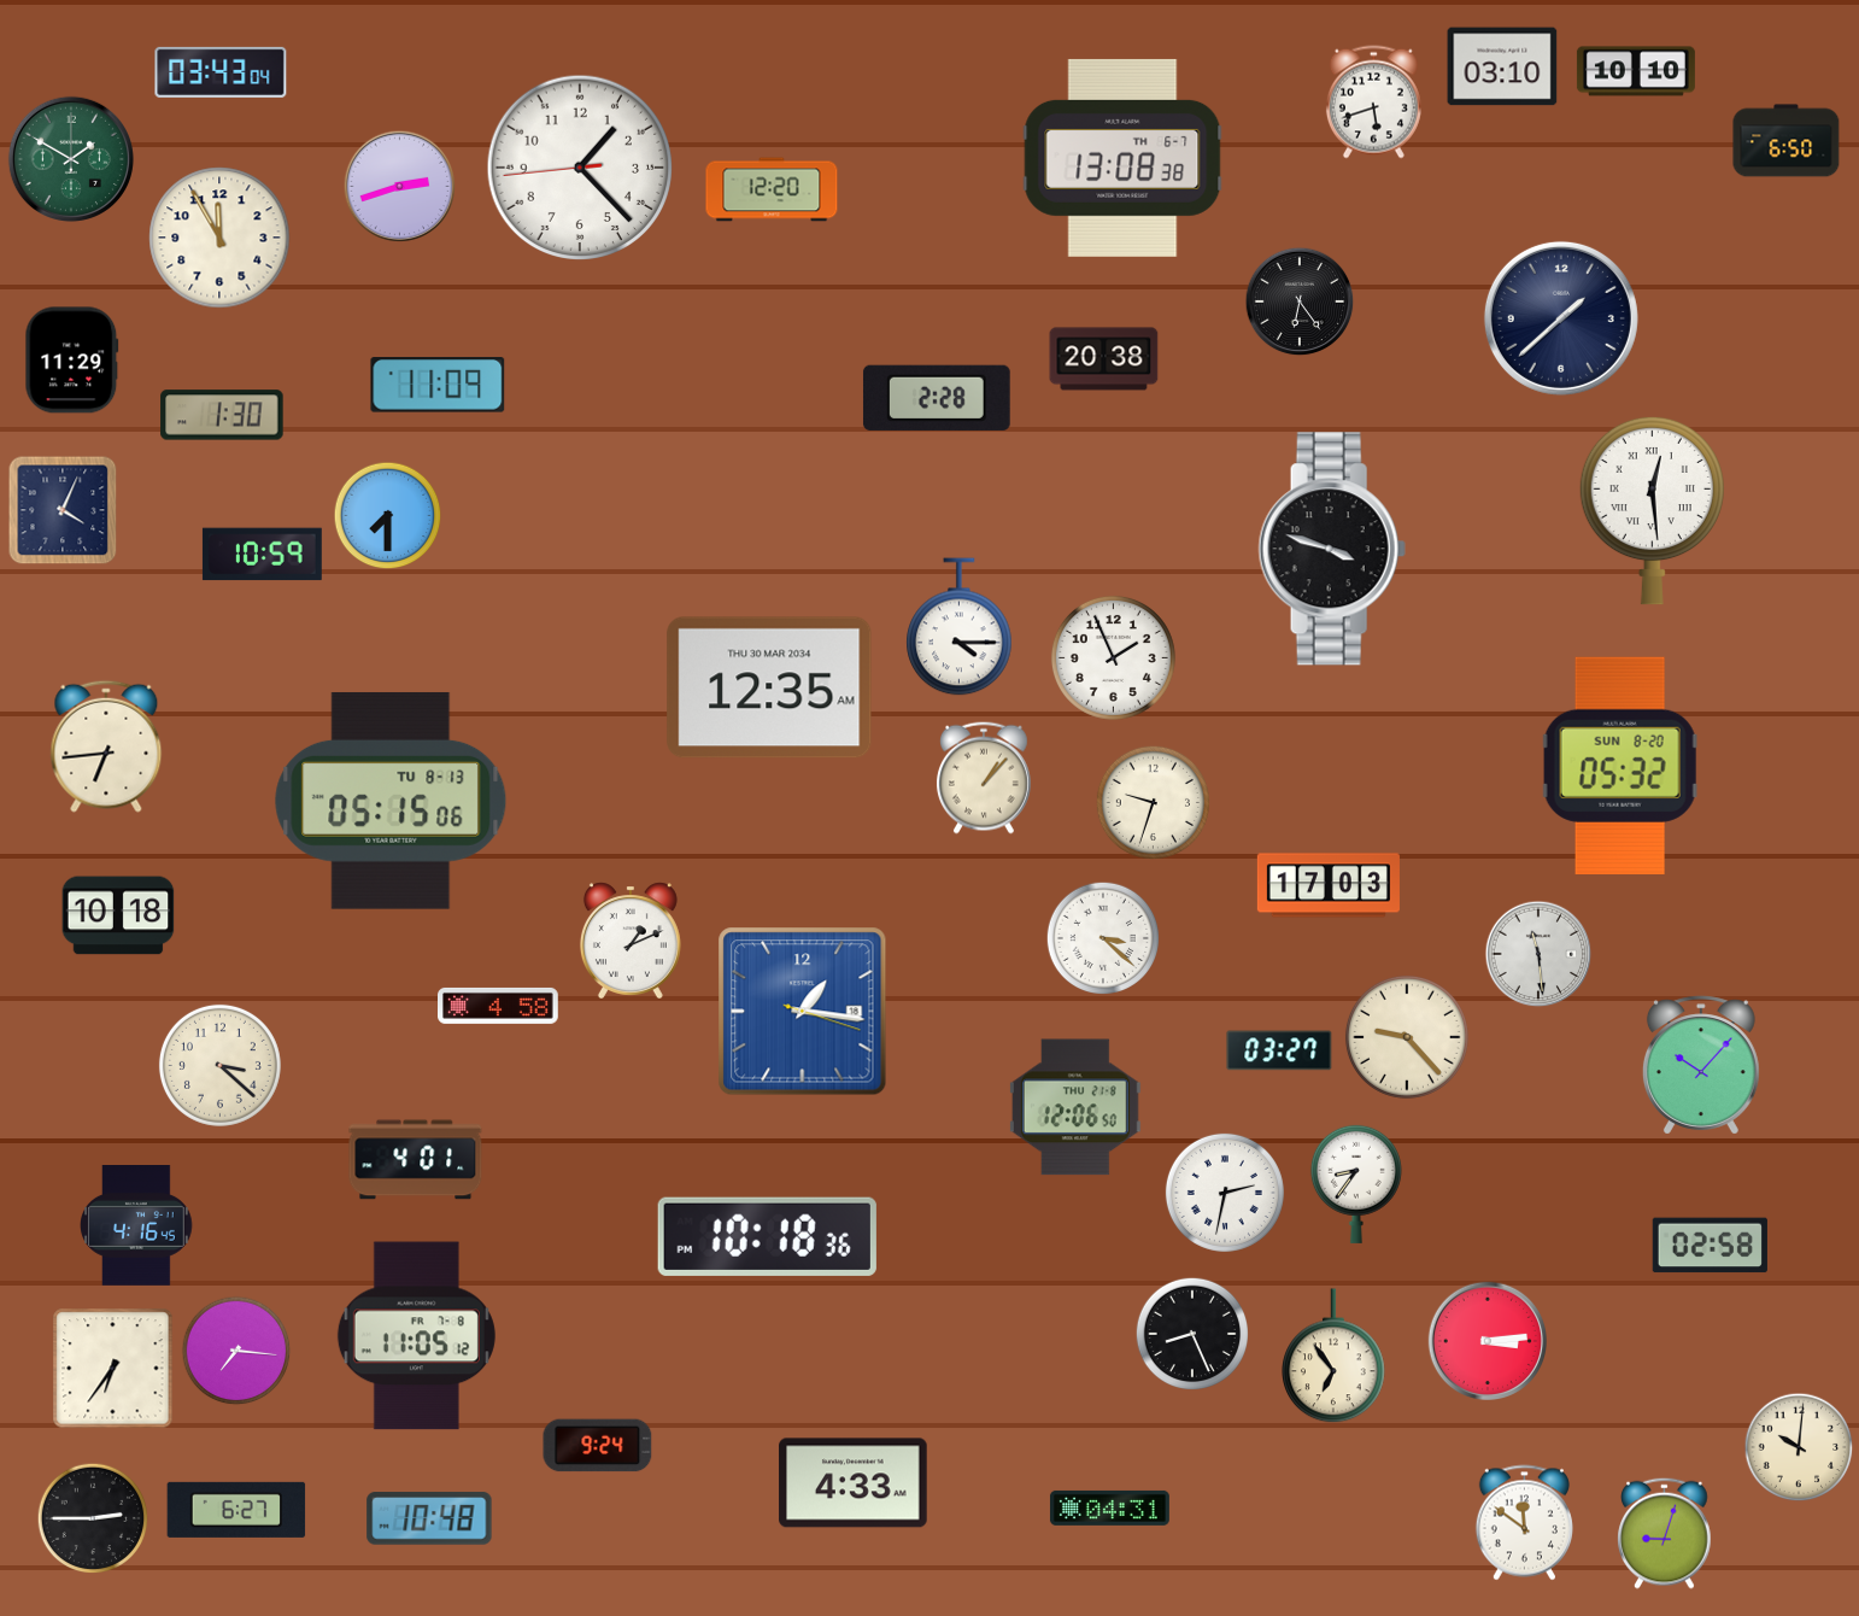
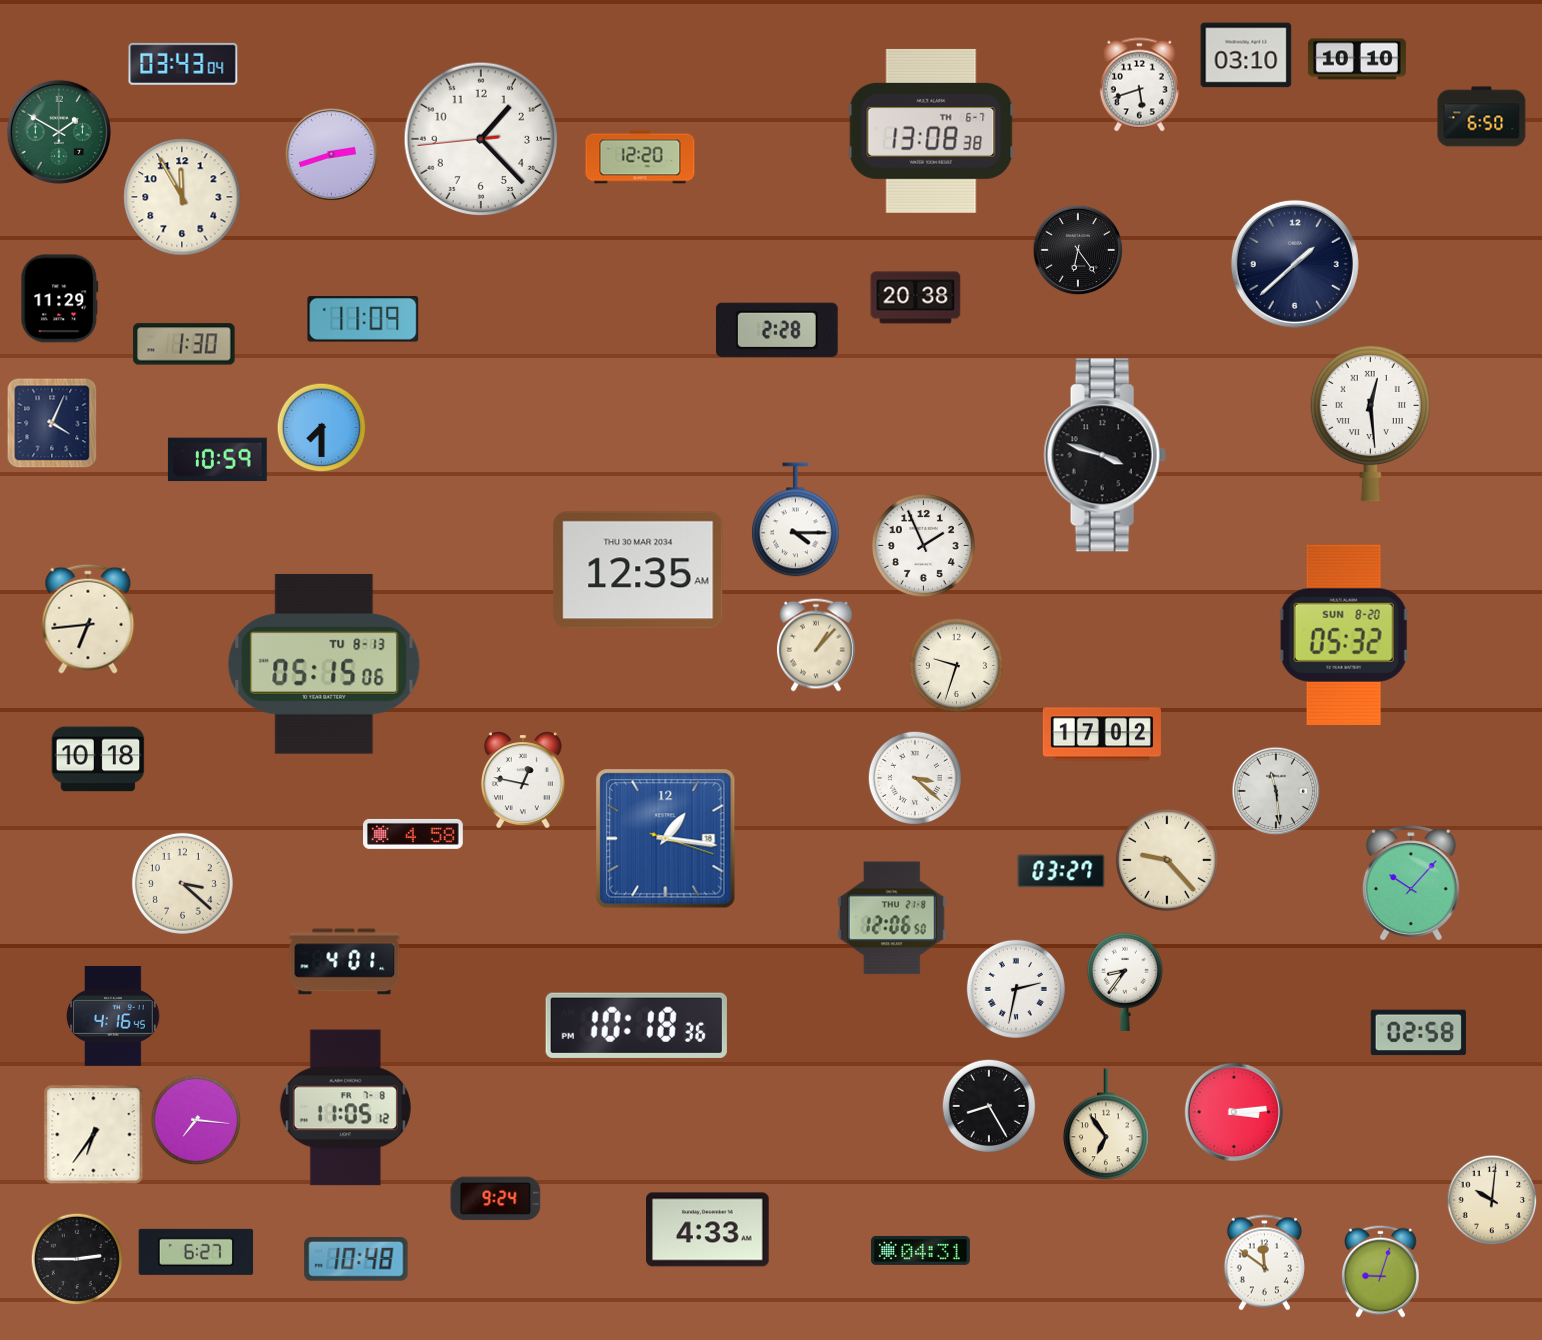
clock at (221, 72) position: (221, 72) -> (183, 64)
clock at (1329, 885): 17:03 -> 17:02
clock at (631, 939): 1:11 -> 12:47
clock at (1191, 1333): 8:26 -> 8:25
